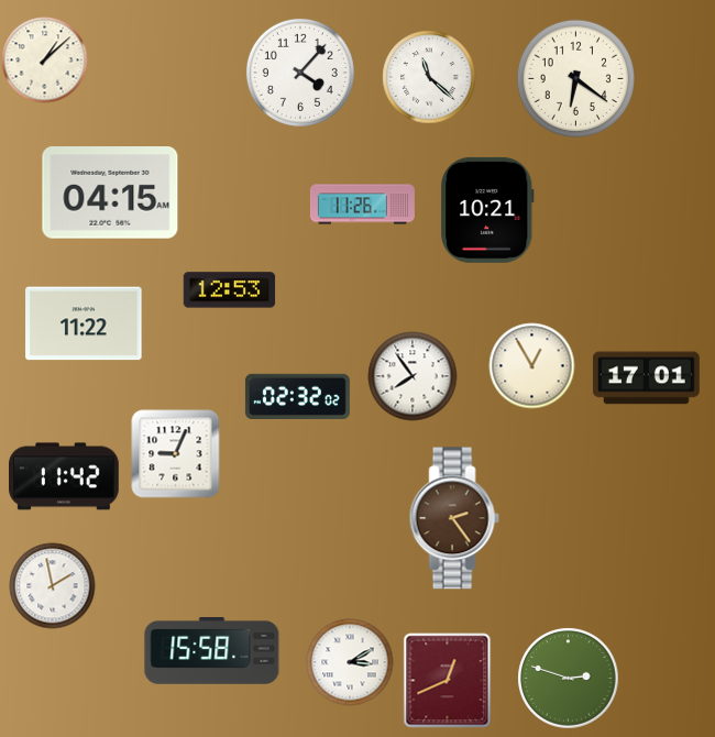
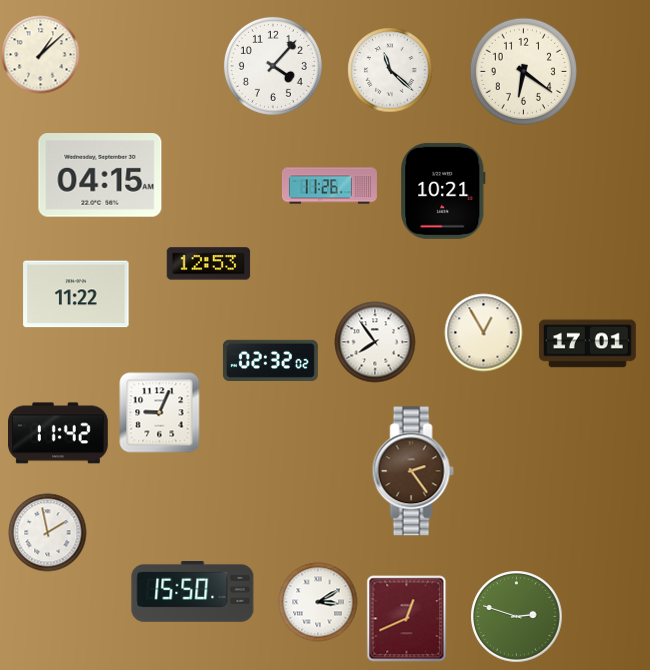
clock at (212, 651): 15:58 -> 15:50
